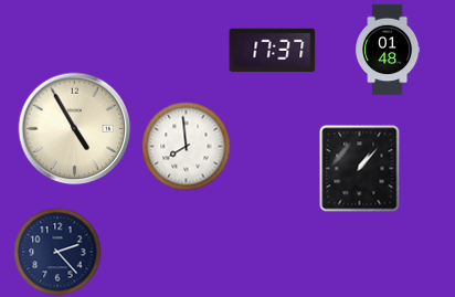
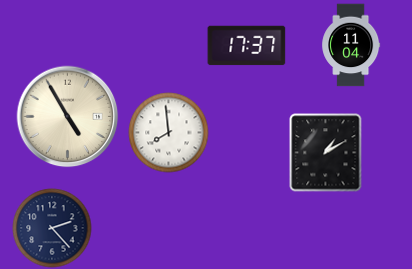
clock at (388, 50): 01:48 -> 11:04
clock at (360, 168): 1:07 -> 1:10
